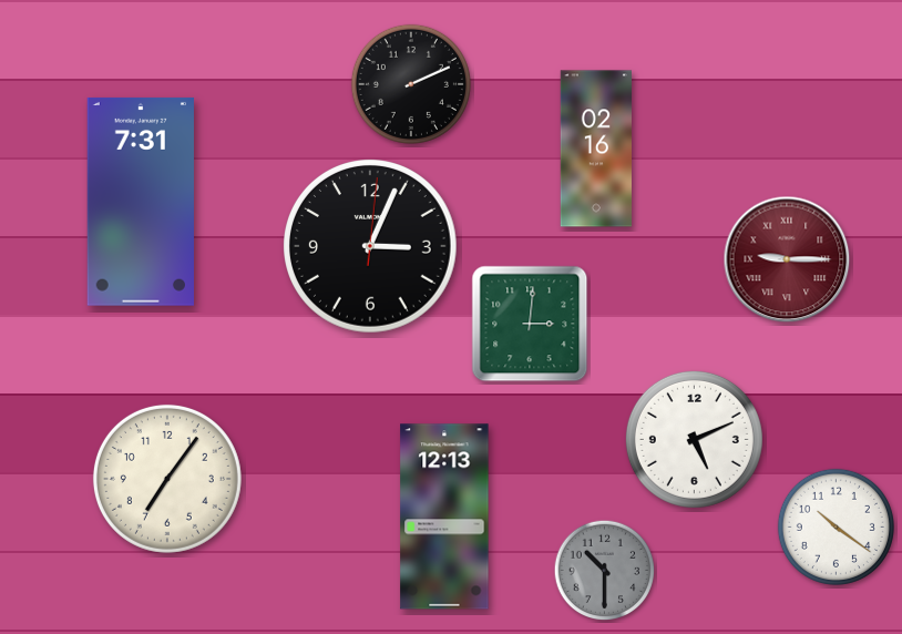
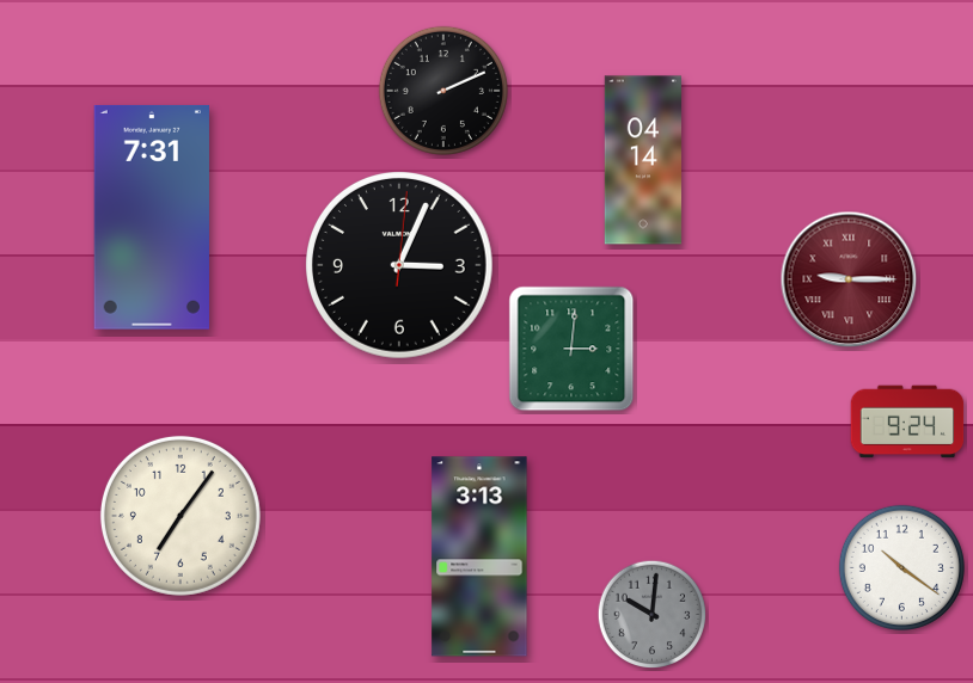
clock at (595, 149): 02:16 -> 04:14
clock at (907, 422): none -> 9:24
clock at (694, 439): 5:11 -> none
clock at (444, 517): 12:13 -> 3:13
clock at (605, 571): 10:30 -> 10:01
